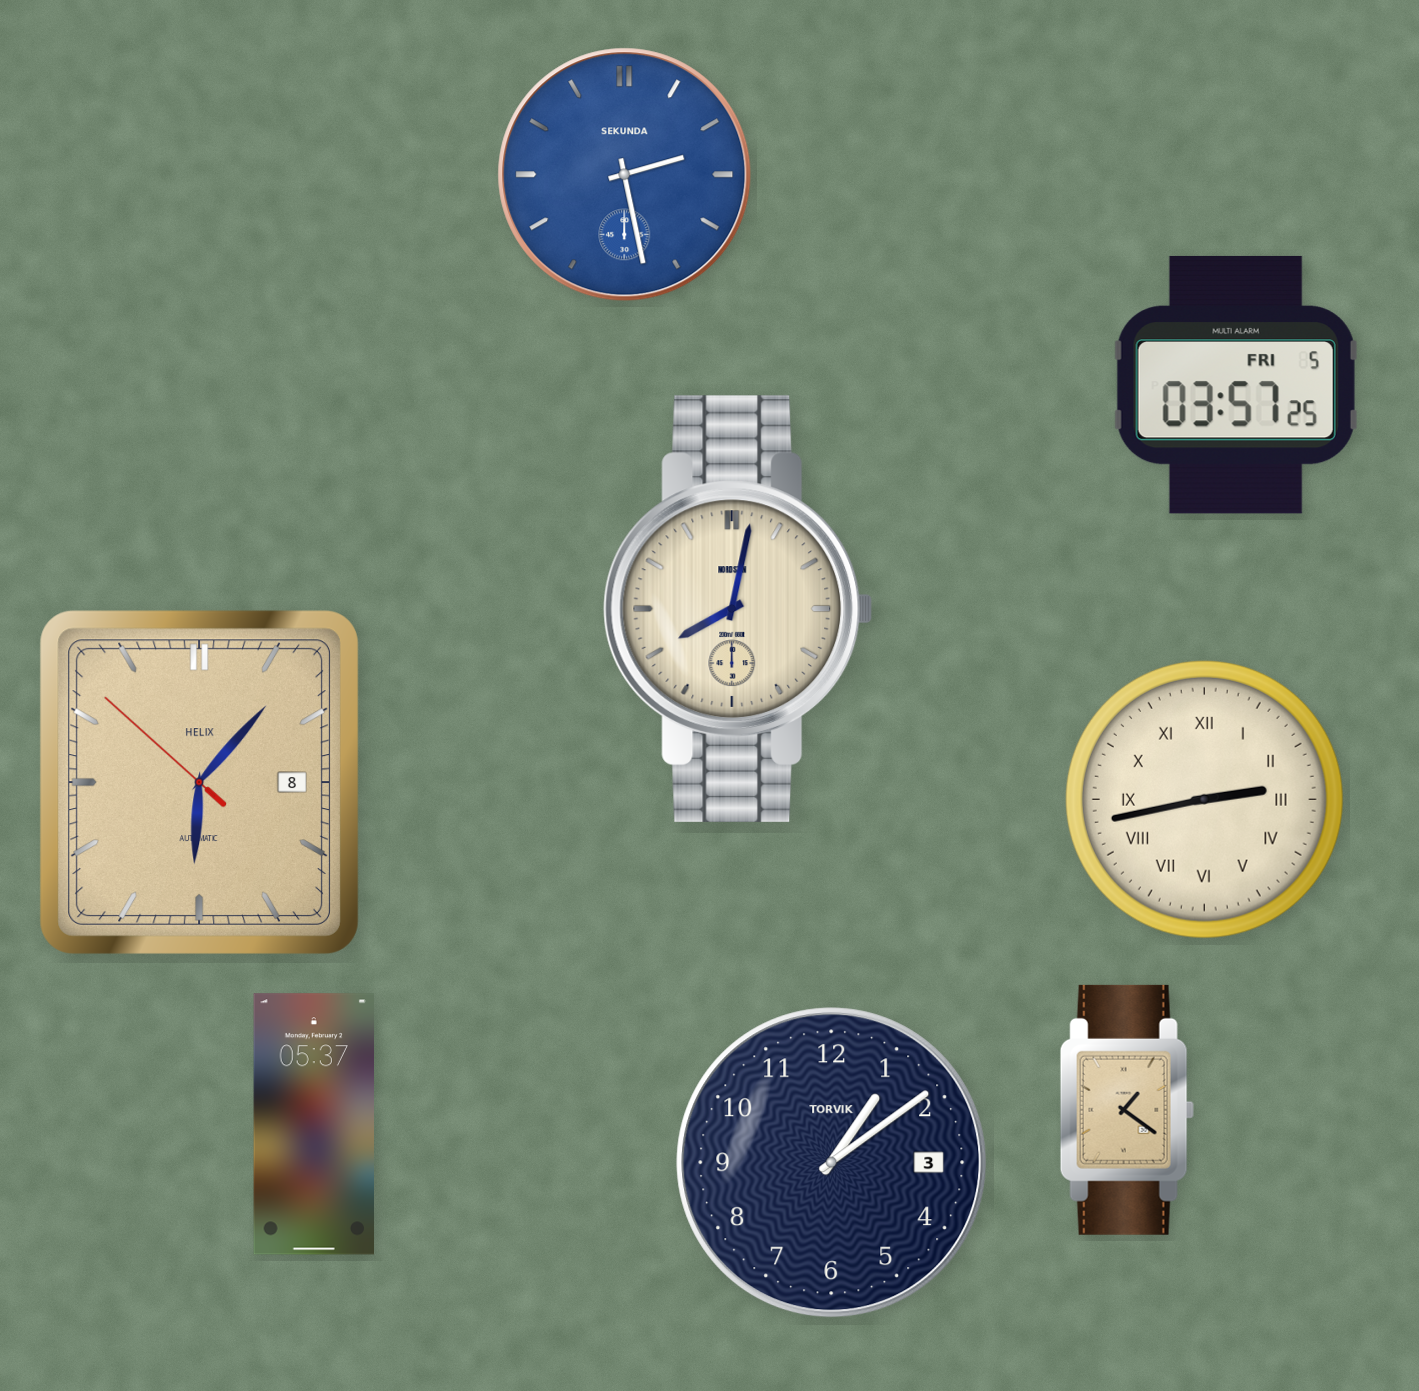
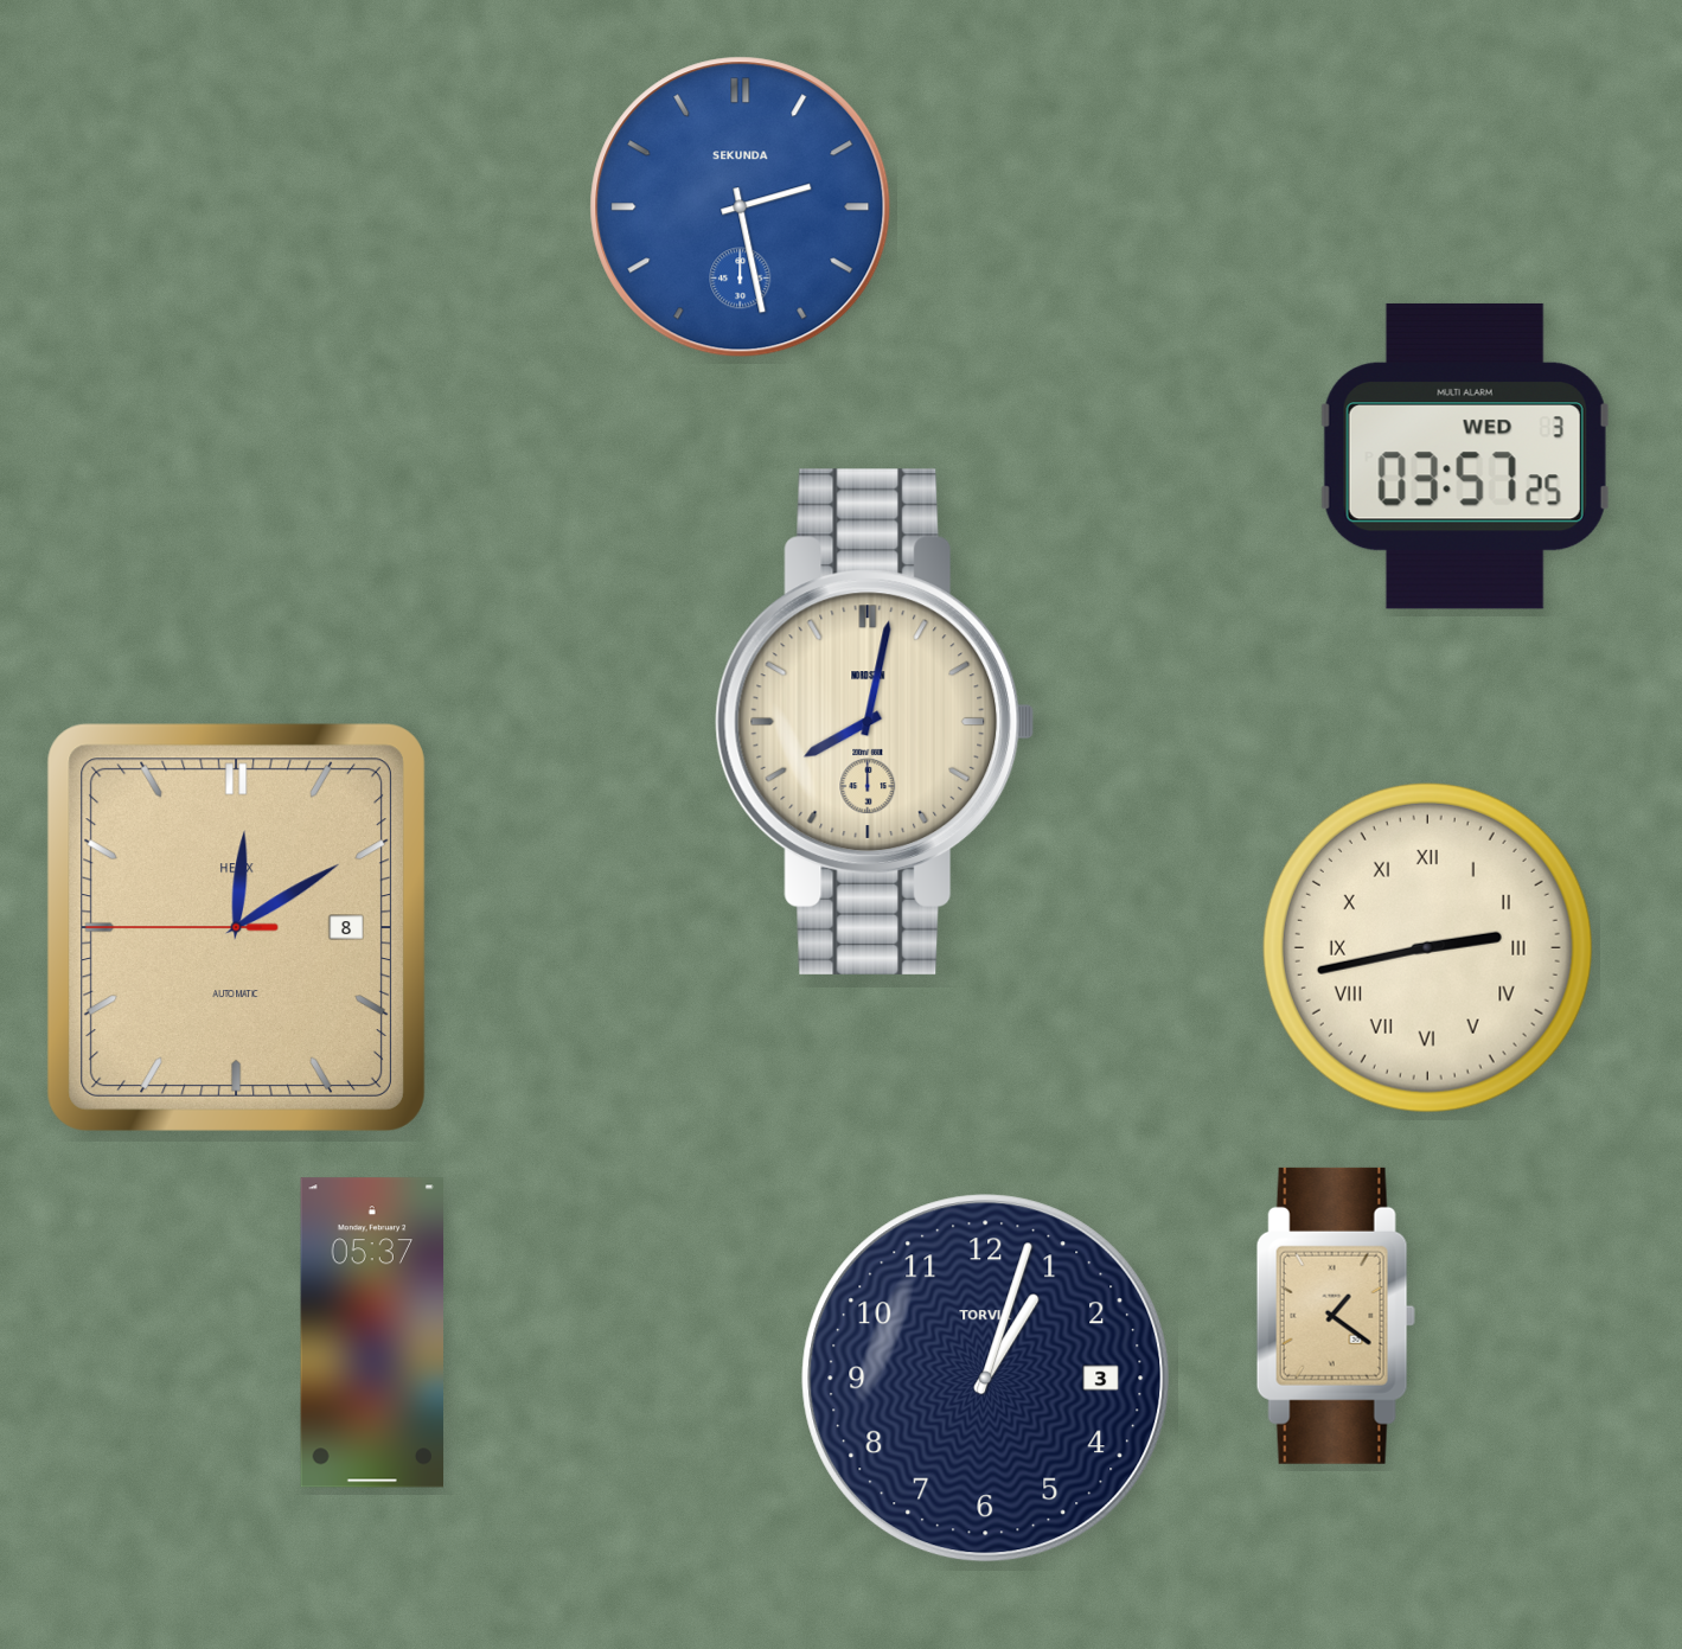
clock at (1236, 385) date: FRI 5 -> WED 3
clock at (199, 782): 6:06 -> 12:09
clock at (832, 1163): 1:09 -> 1:03
